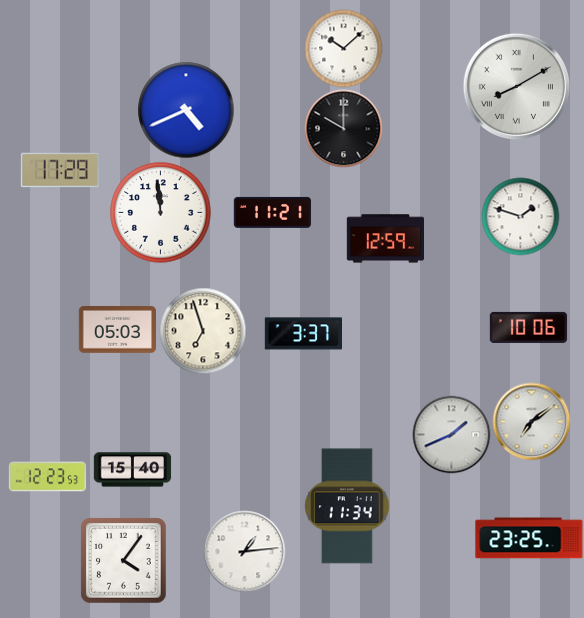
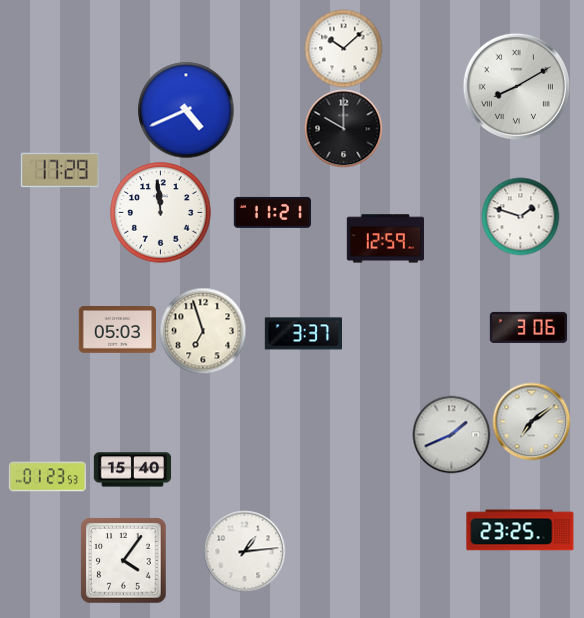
clock at (528, 327): 10:06 -> 3:06
clock at (47, 477): 12:23 -> 01:23
clock at (347, 506): 11:34 -> none
clock at (529, 538) position: (529, 538) -> (520, 530)
